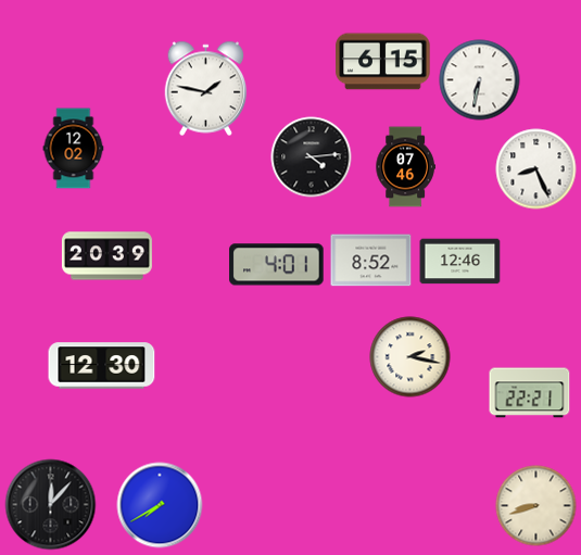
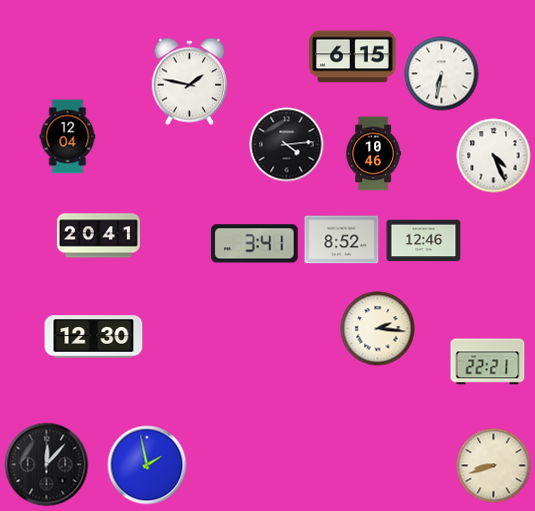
clock at (74, 149): 12:02 -> 12:04
clock at (405, 167): 07:46 -> 10:46
clock at (536, 169): 8:26 -> 4:26
clock at (106, 256): 20:39 -> 20:41
clock at (277, 265): 4:01 -> 3:41
clock at (411, 357): 2:17 -> 2:16
clock at (160, 505): 7:40 -> 1:58
